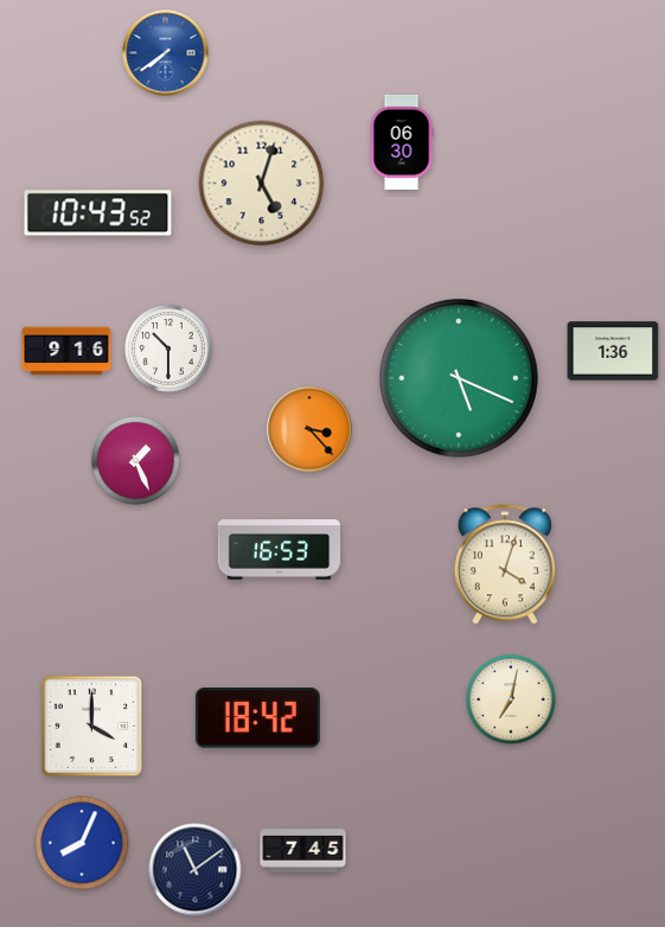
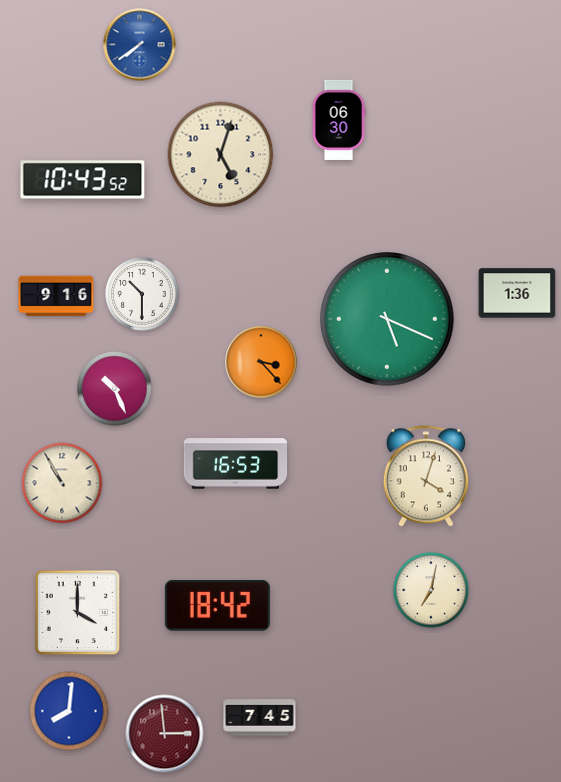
clock at (613, 351) position: (613, 351) -> (517, 293)
clock at (136, 461): 1:26 -> 10:26
clock at (62, 483): none -> 10:55
clock at (82, 843): 8:04 -> 8:01
clock at (303, 851) position: (303, 851) -> (260, 718)
clock at (196, 870): 11:09 -> 2:59
clock at (196, 870) dial: navy -> burgundy
